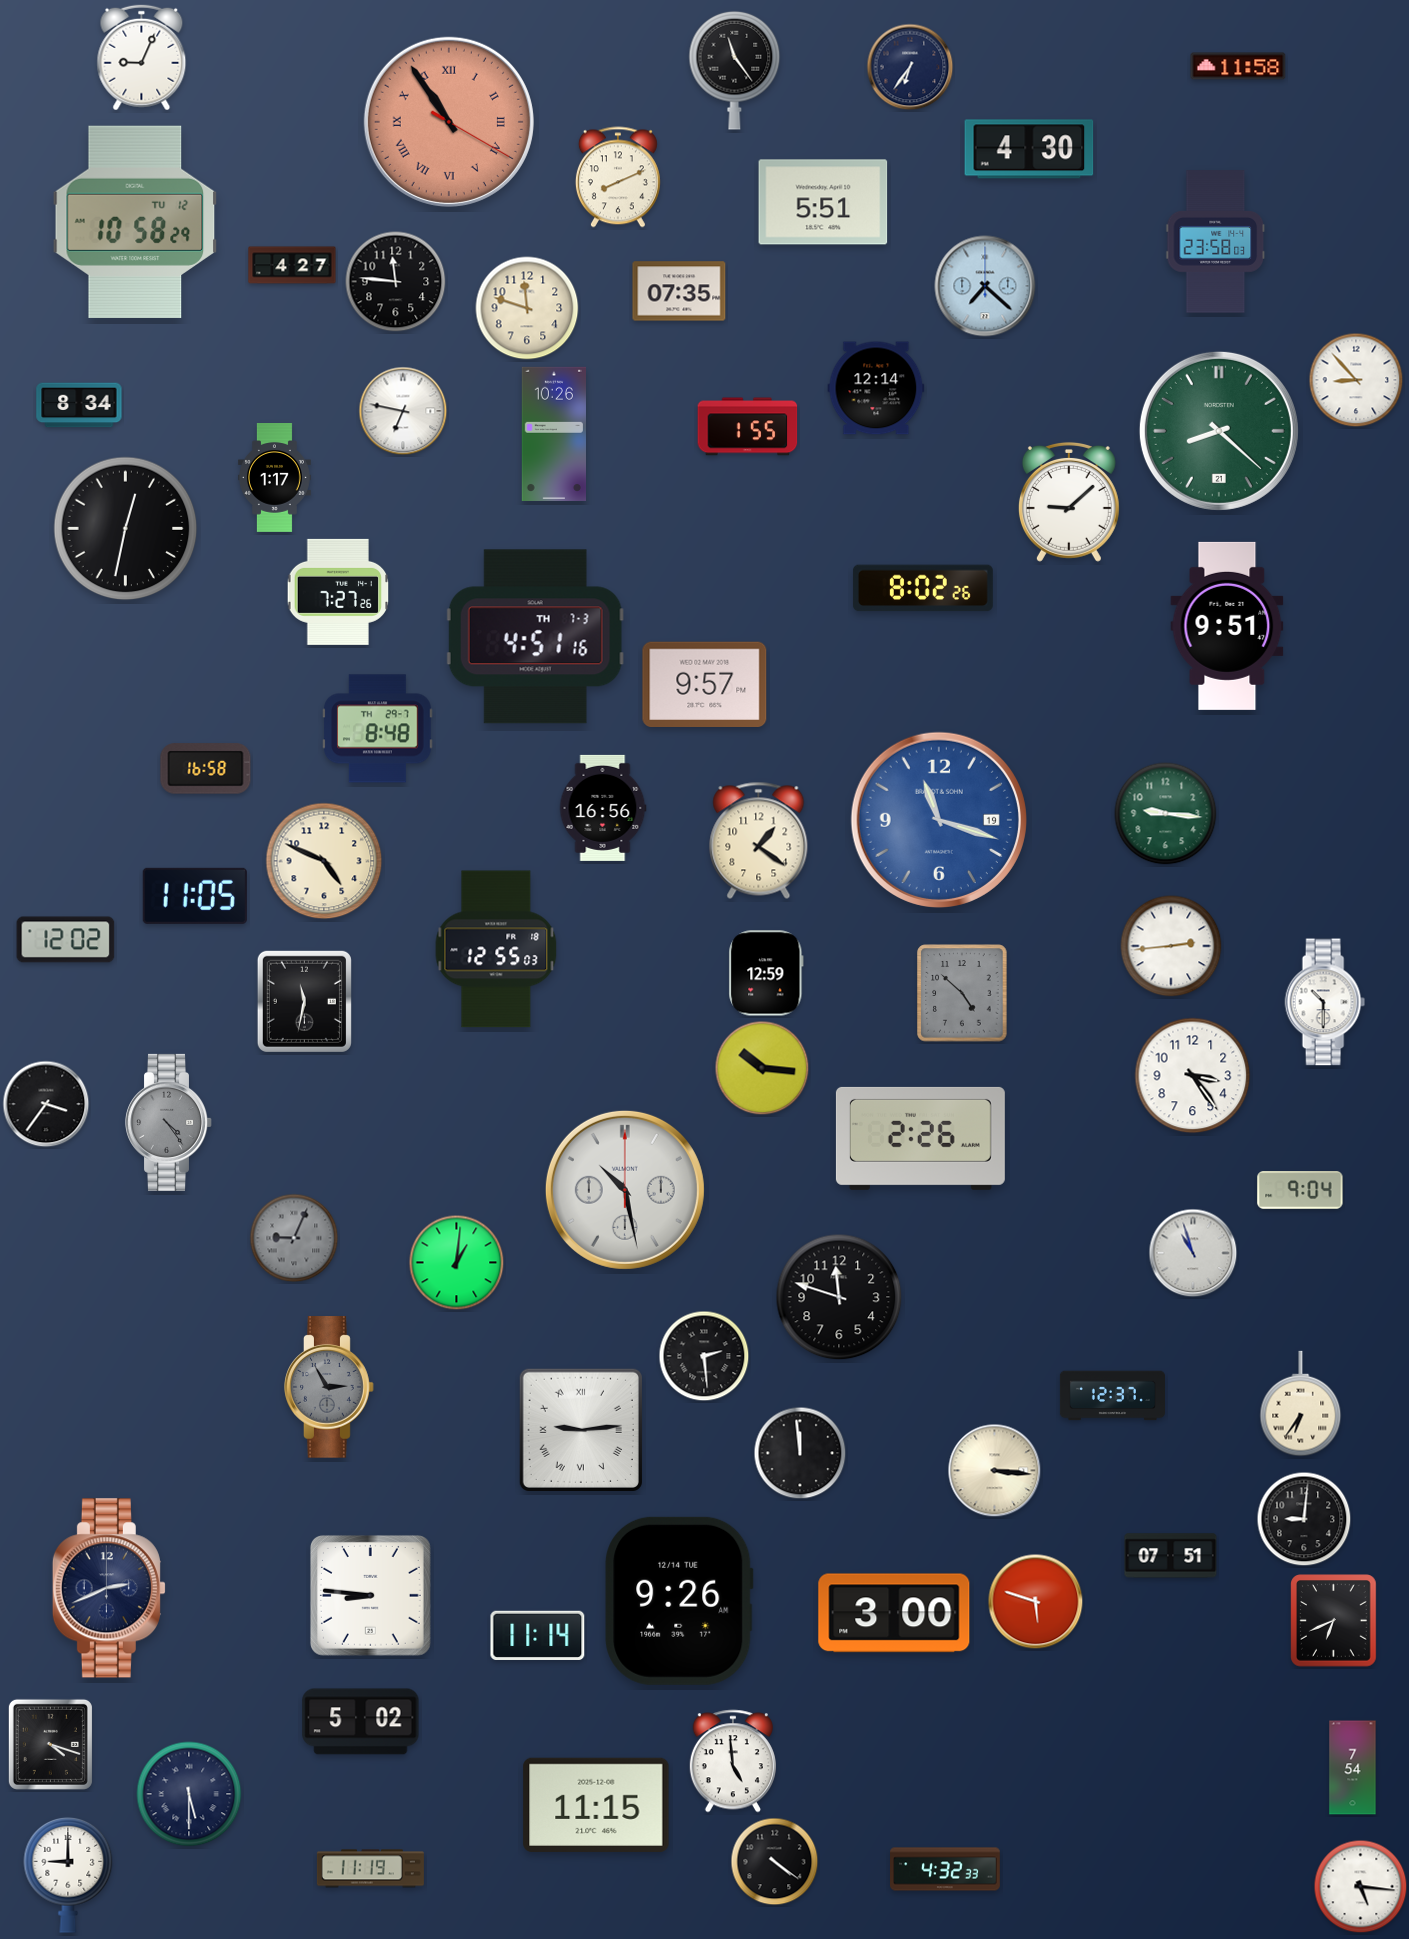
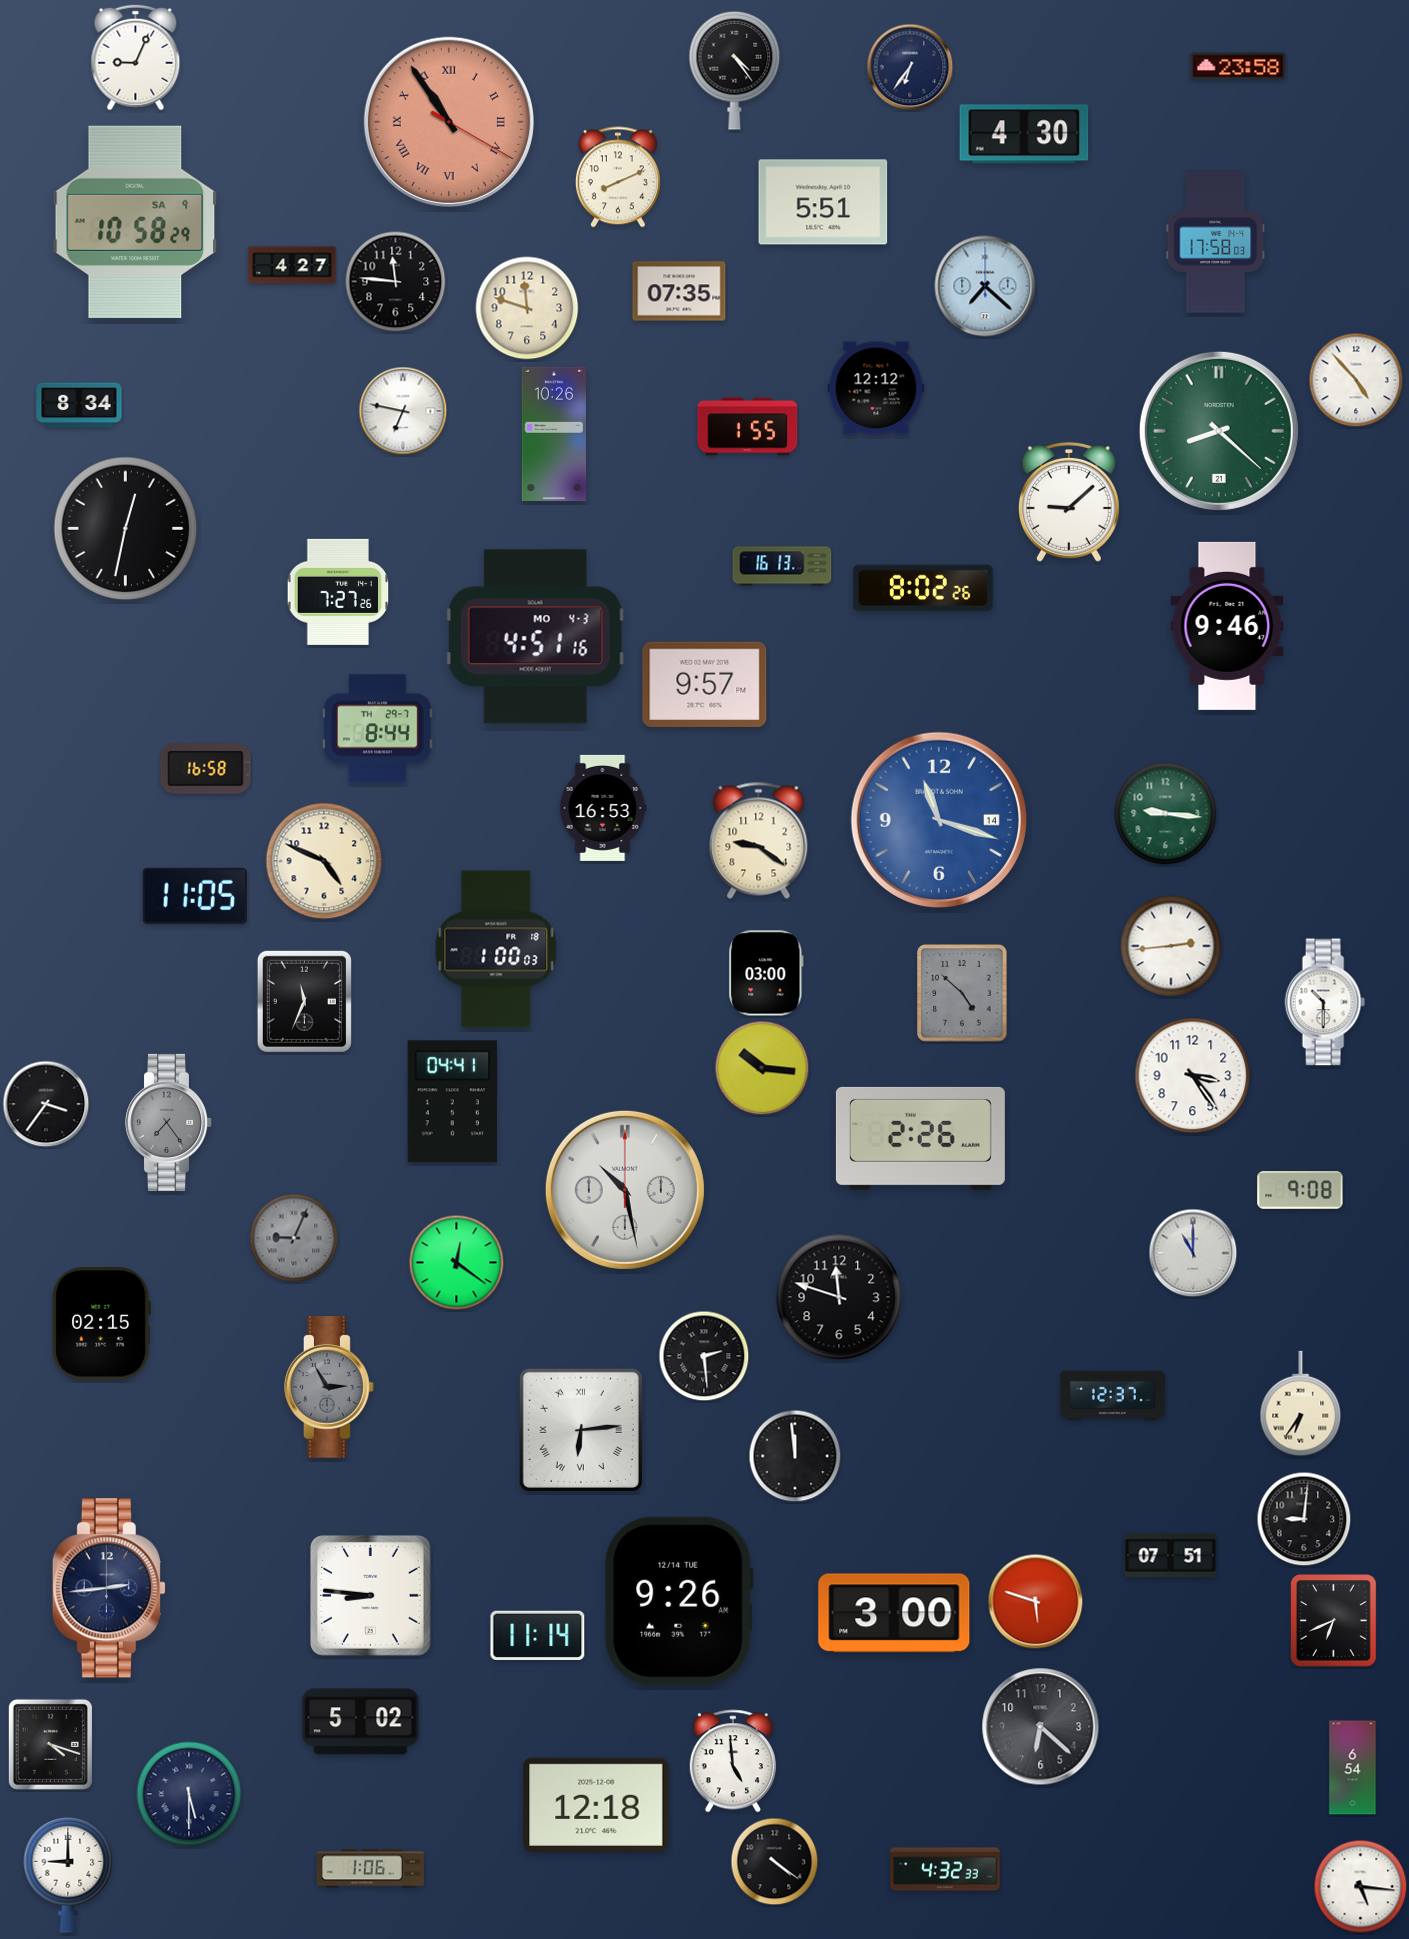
clock at (142, 58) position: (142, 58) -> (136, 58)
clock at (1238, 66): 11:58 -> 23:58
clock at (735, 70): 11:24 -> 4:24
clock at (1029, 149) position: (1029, 149) -> (1024, 134)
clock at (135, 221) date: TU 12 -> SA 9
clock at (1216, 242): 23:58 -> 17:58
clock at (1356, 380): 8:53 -> 4:53
clock at (876, 388): 12:14 -> 12:12
clock at (274, 478): 1:17 -> none
clock at (782, 566): none -> 16:13
clock at (1227, 626): 9:51 -> 9:46
clock at (535, 637) date: TH 7-3 -> MO 4-3
clock at (378, 729): 8:48 -> 8:44
clock at (603, 808): 16:56 -> 16:53
clock at (939, 820) date: 19 -> 14
clock at (759, 840): 1:21 -> 9:21
clock at (66, 940): 12:02 -> none
clock at (496, 949): 12:55 -> 1:00
clock at (766, 973): 12:59 -> 03:00
clock at (304, 1001): 11:32 -> 11:34
clock at (452, 1102): none -> 04:41
clock at (169, 1122): 4:24 -> 7:24
clock at (1300, 1191): 9:04 -> 9:08
clock at (1193, 1253): 10:57 -> 11:00
clock at (457, 1263): 1:01 -> 12:21
clock at (101, 1324): none -> 02:15
clock at (581, 1430): 9:14 -> 6:14
clock at (800, 1453) position: (800, 1453) -> (795, 1456)
clock at (995, 1471): 3:16 -> none
clock at (109, 1588): 2:41 -> 2:44
clock at (1041, 1727): none -> 6:22
clock at (1353, 1768): 7:54 -> 6:54
clock at (596, 1805): 11:15 -> 12:18
clock at (370, 1869): 11:19 -> 1:06
